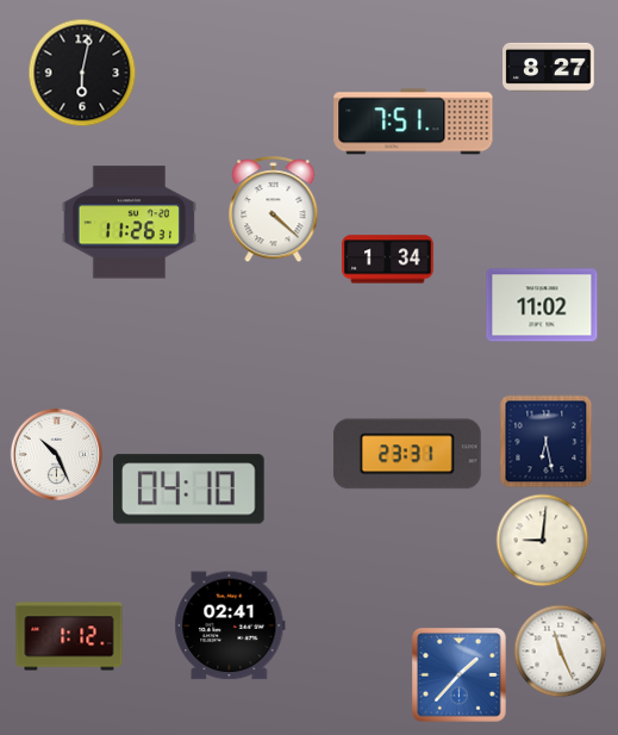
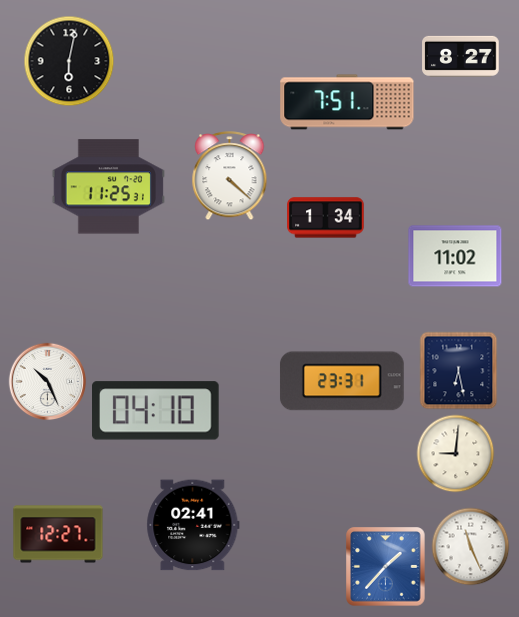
clock at (129, 223): 11:26 -> 11:25
clock at (189, 490) position: (189, 490) -> (156, 411)
clock at (69, 636): 1:12 -> 12:27
